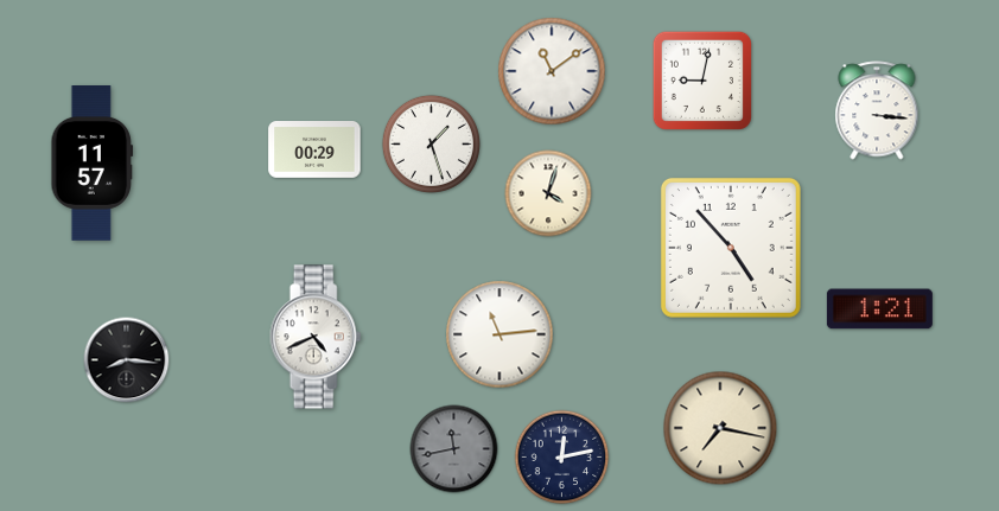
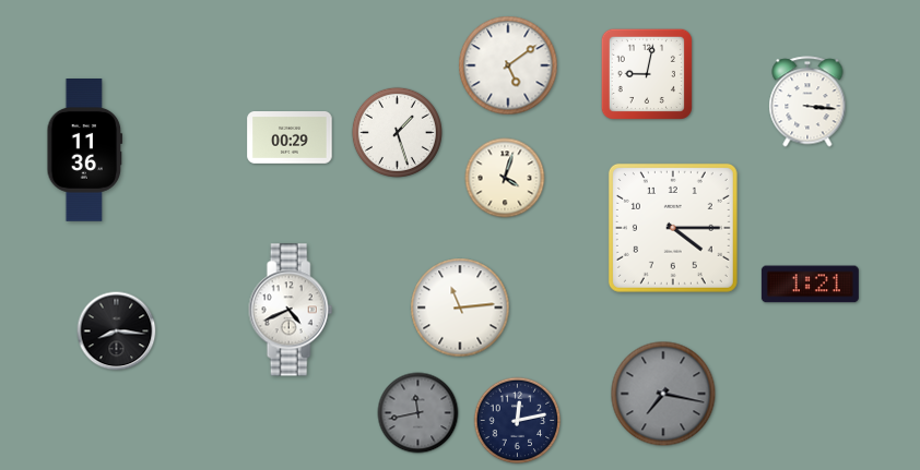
clock at (552, 71): 11:09 -> 5:09
clock at (93, 164): 11:57 -> 11:36
clock at (731, 248): 4:53 -> 4:15
clock at (720, 428) dial: cream -> grey
